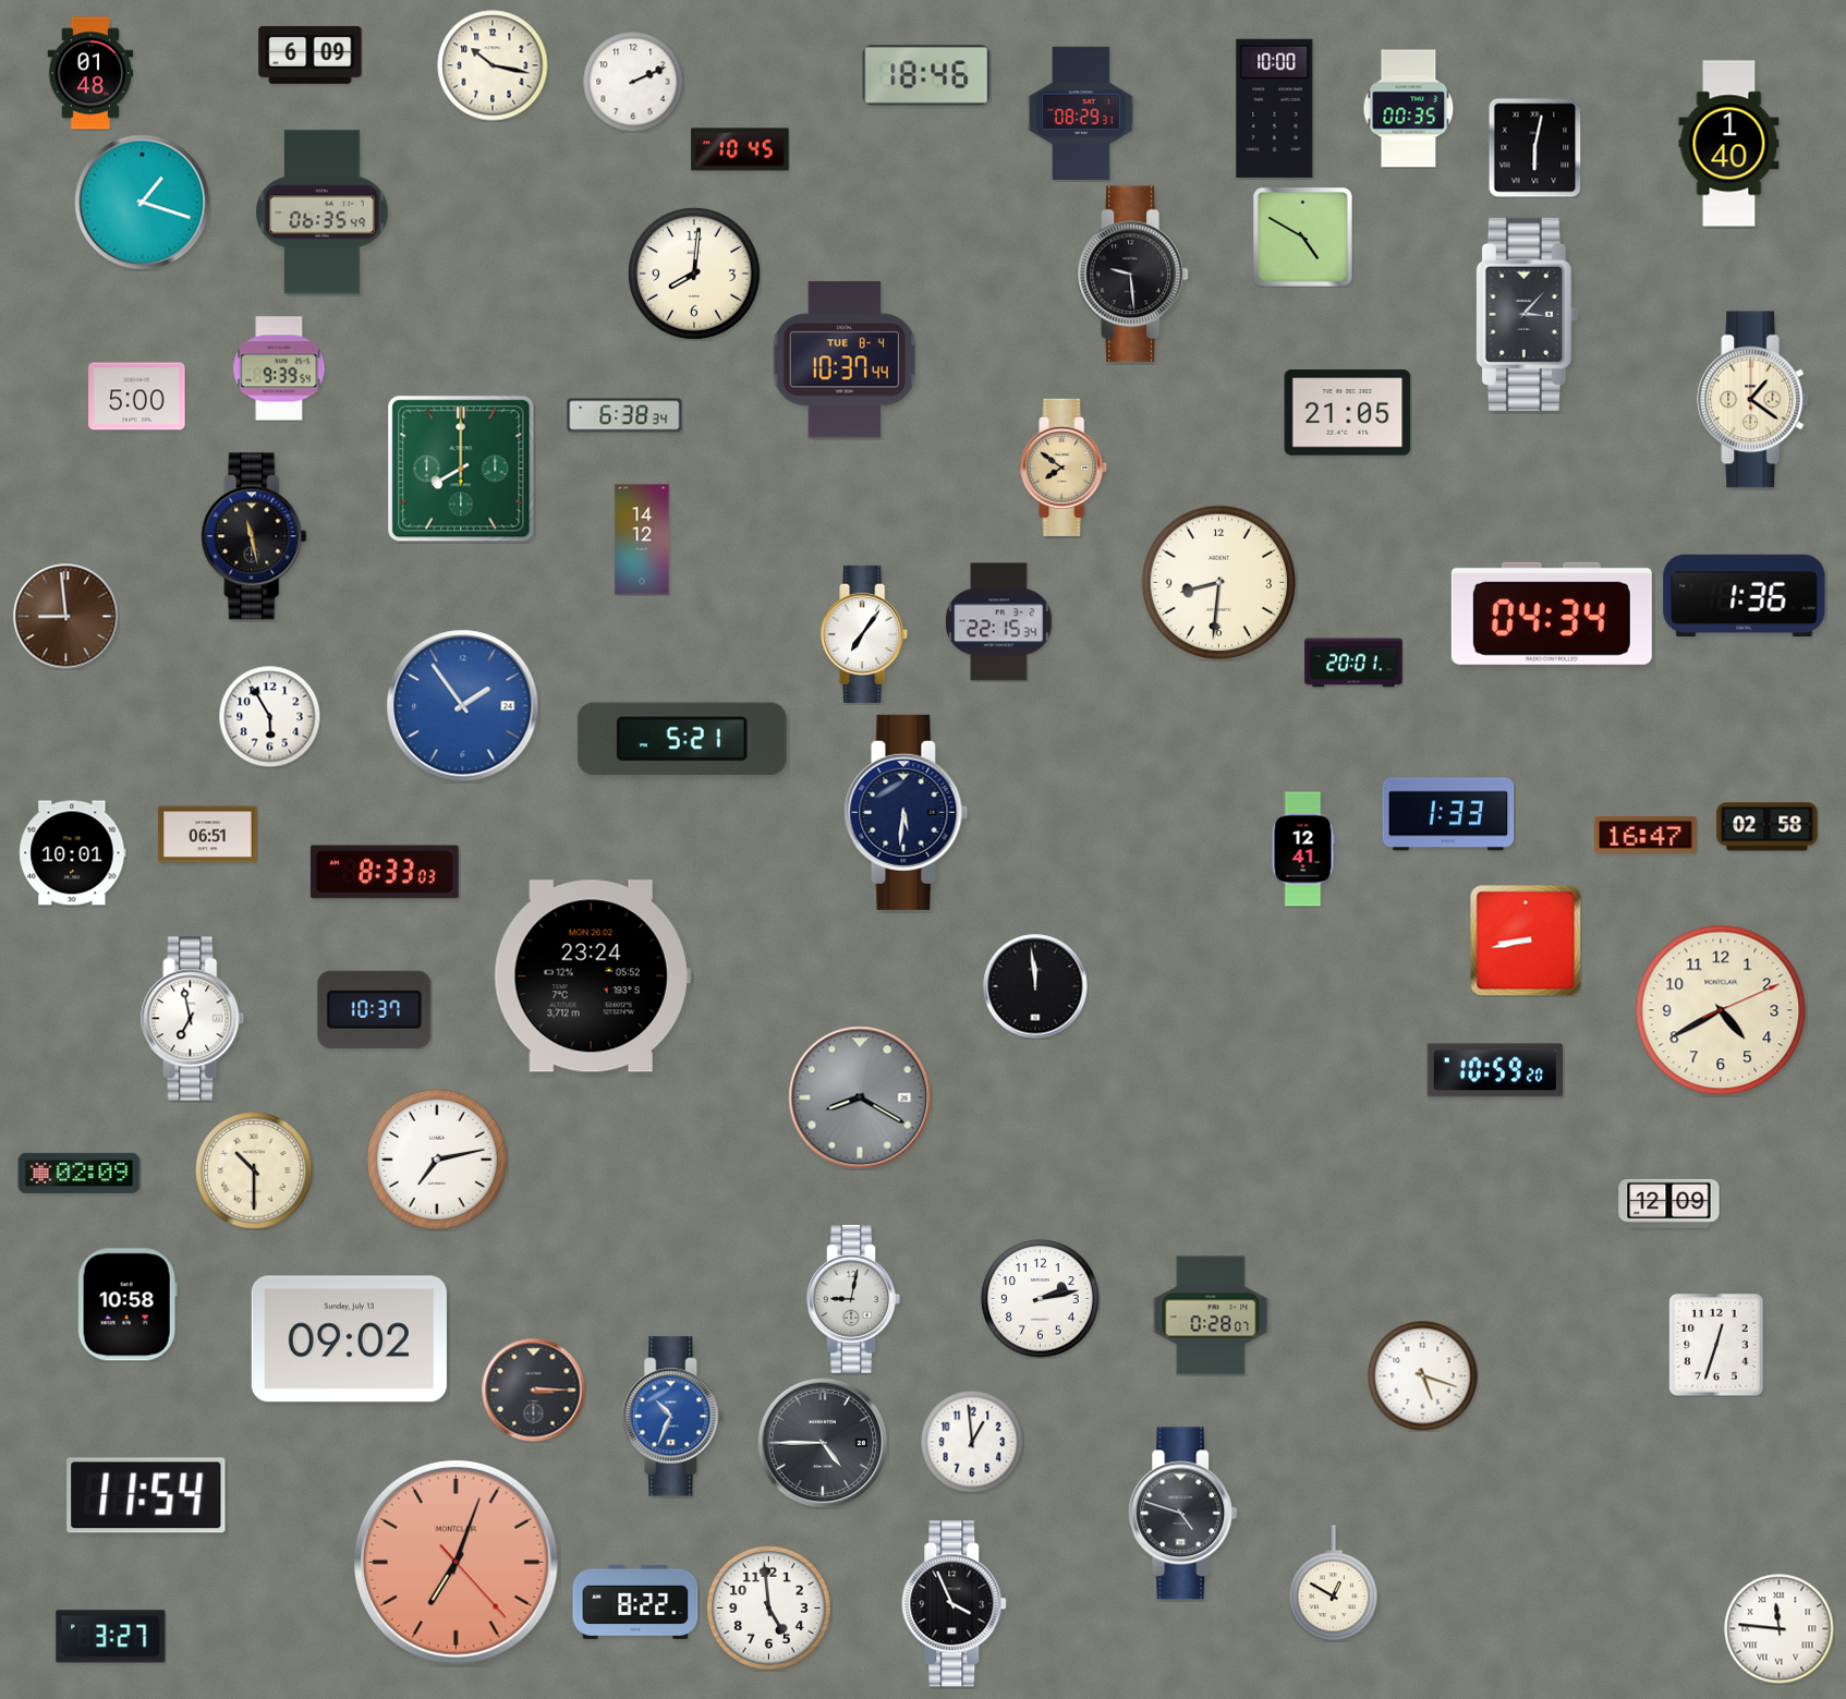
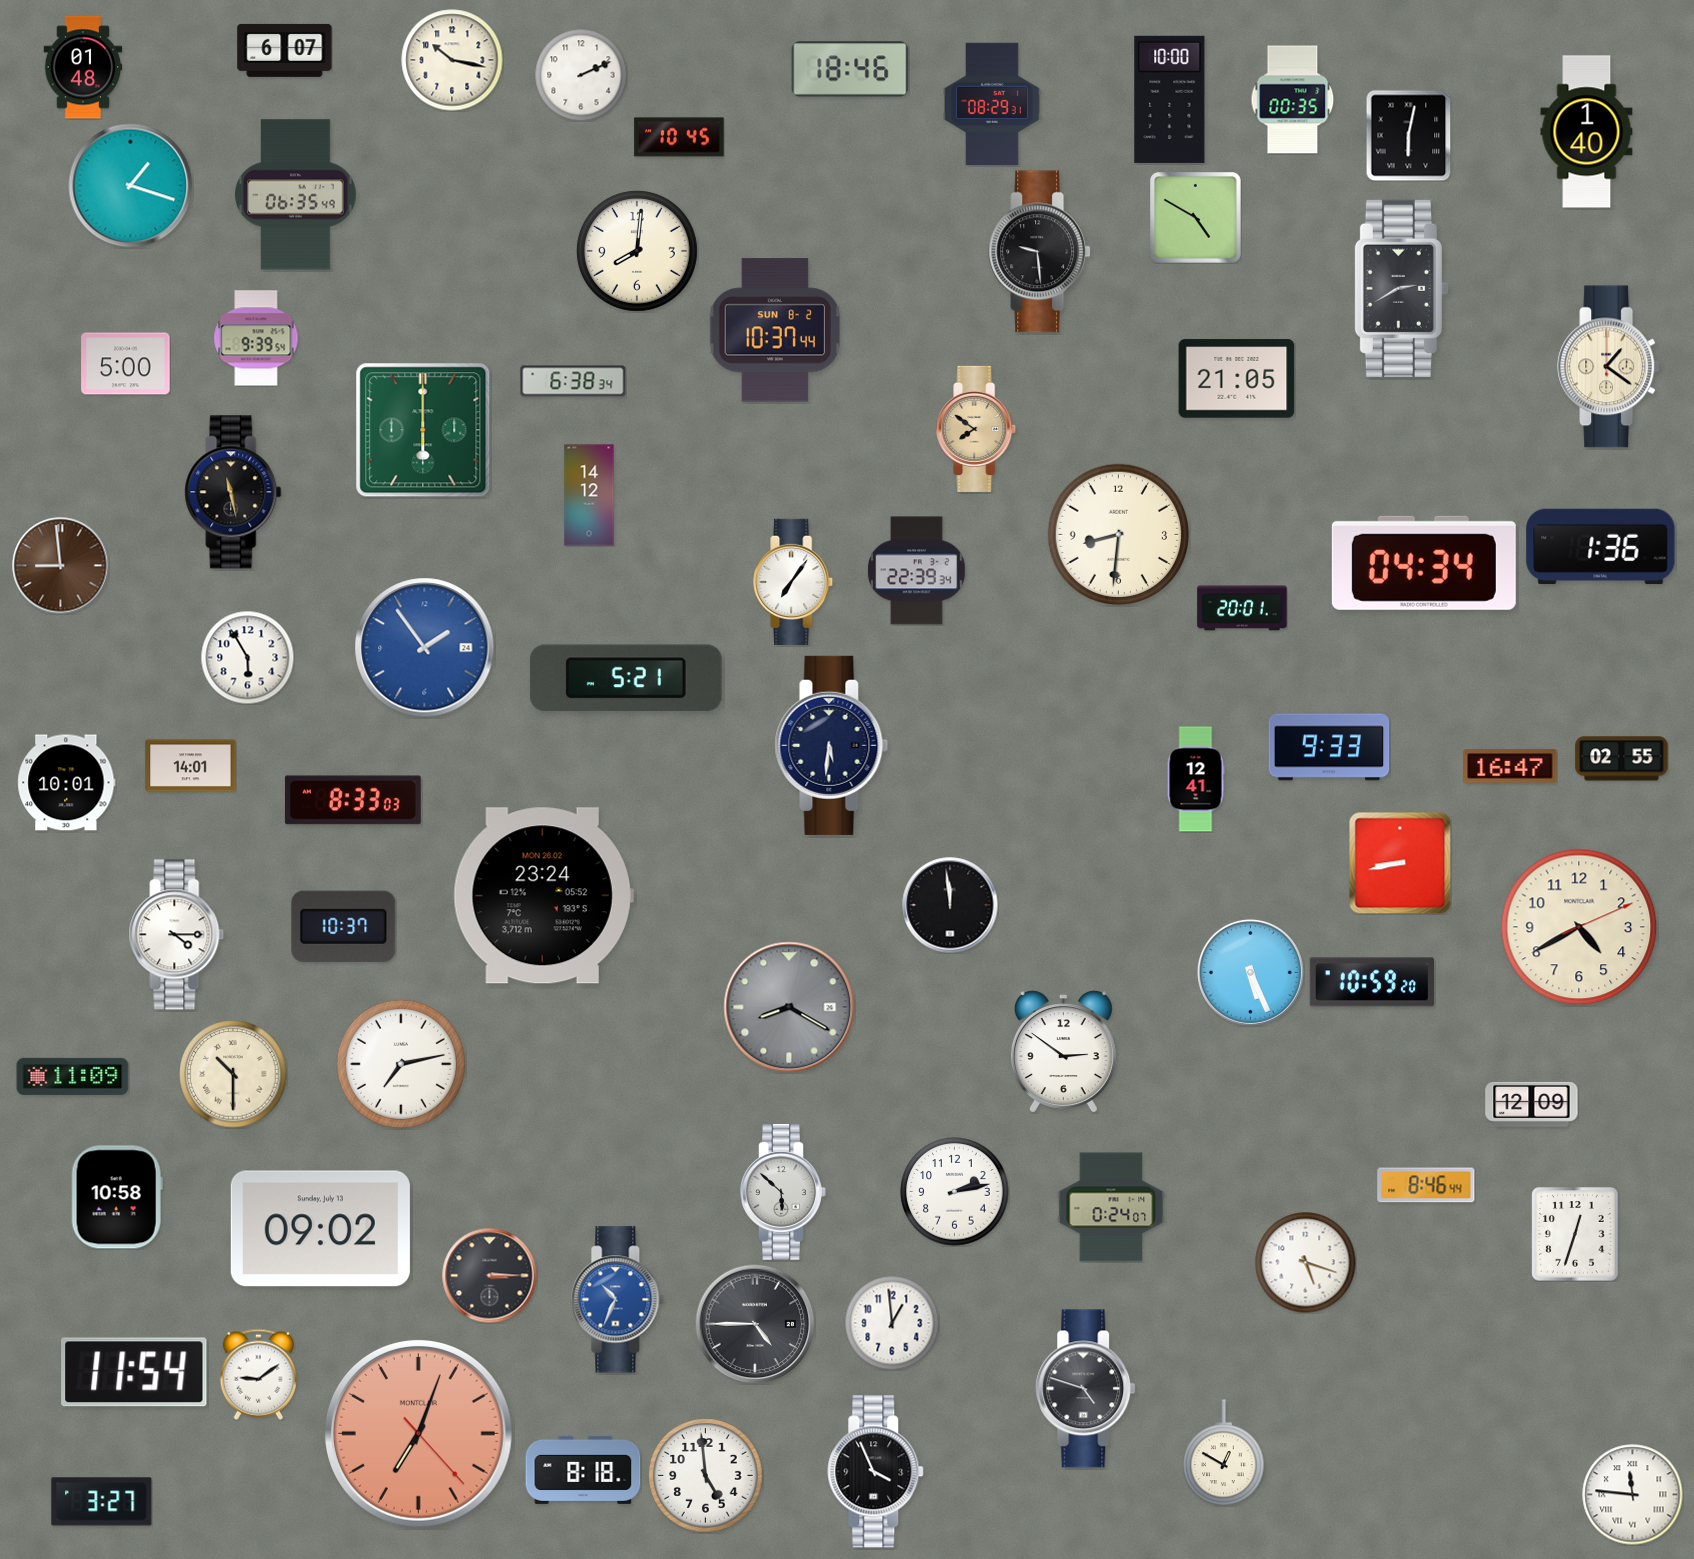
clock at (311, 54): 6:09 -> 6:07
clock at (1527, 314): 3:07 -> 2:40
clock at (843, 360) date: TUE 8-4 -> SUN 8-2
clock at (461, 469): 8:00 -> 6:00
clock at (999, 622): 22:15 -> 22:39
clock at (1448, 814): 1:33 -> 9:33
clock at (1768, 827): 02:58 -> 02:55
clock at (208, 835): 06:51 -> 14:01
clock at (193, 1019): 6:58 -> 4:15
clock at (1250, 972): none -> 5:26
clock at (1063, 1052): none -> 2:51
clock at (80, 1173): 02:09 -> 11:09
clock at (1426, 1185): none -> 8:46
clock at (853, 1299): 9:02 -> 5:52
clock at (1211, 1315): 0:28 -> 0:24
clock at (258, 1374): none -> 9:09
clock at (635, 1602): 8:22 -> 8:18
